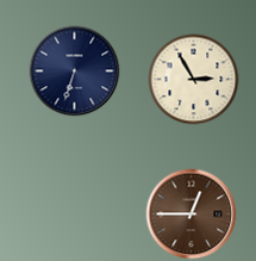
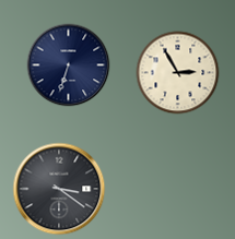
clock at (59, 189): none -> 3:21
clock at (192, 215): 12:45 -> none
